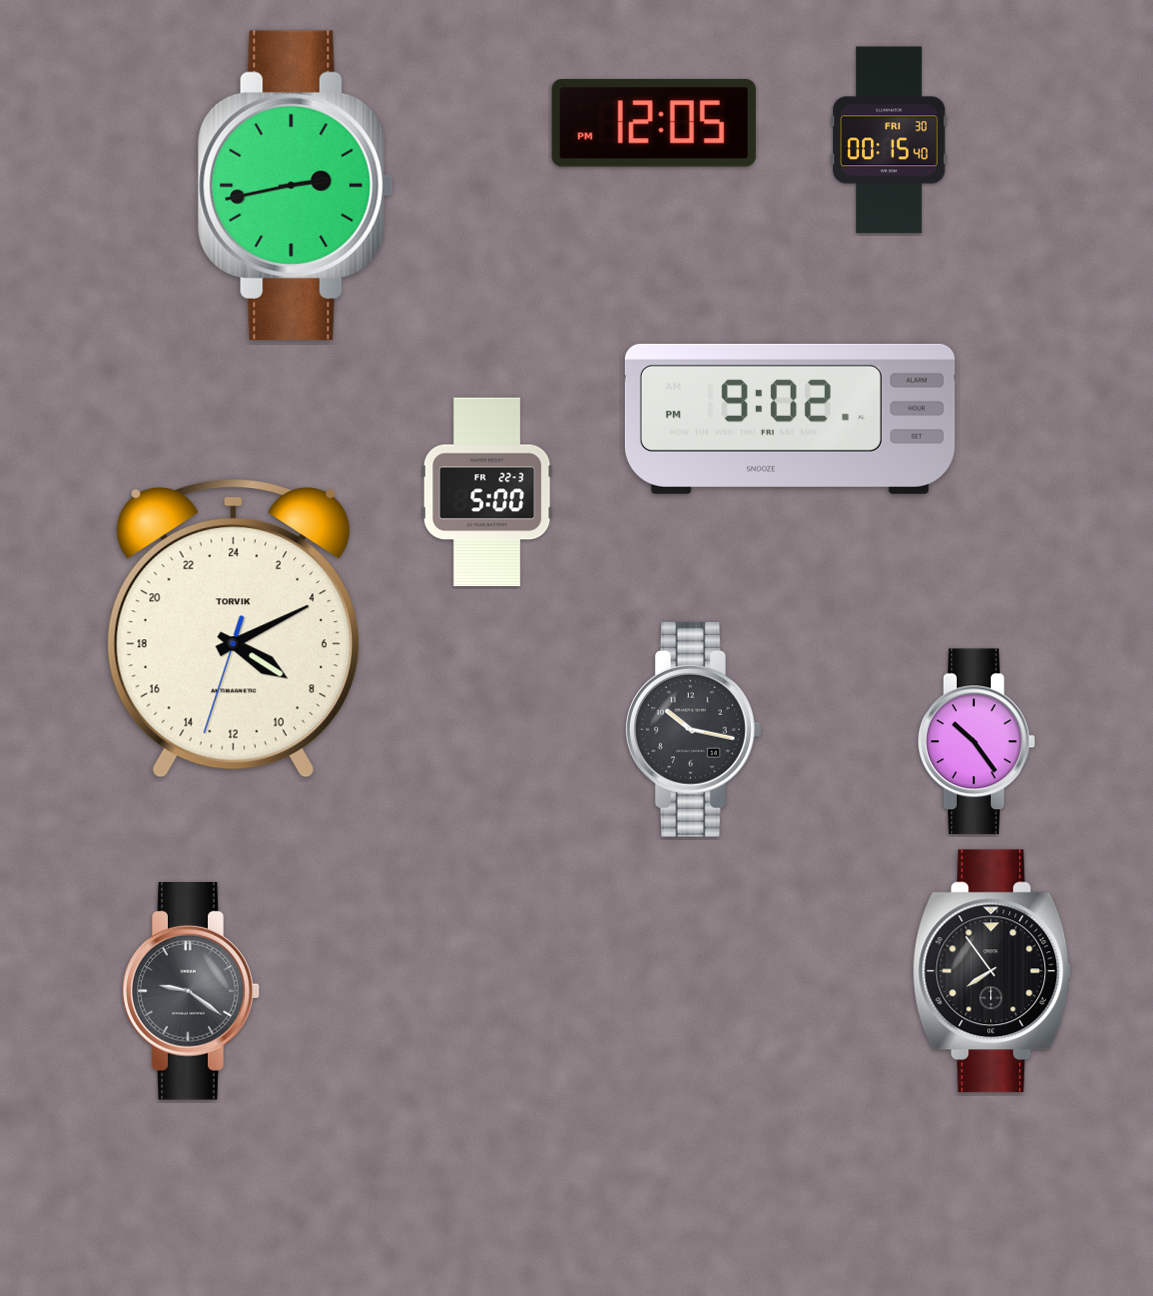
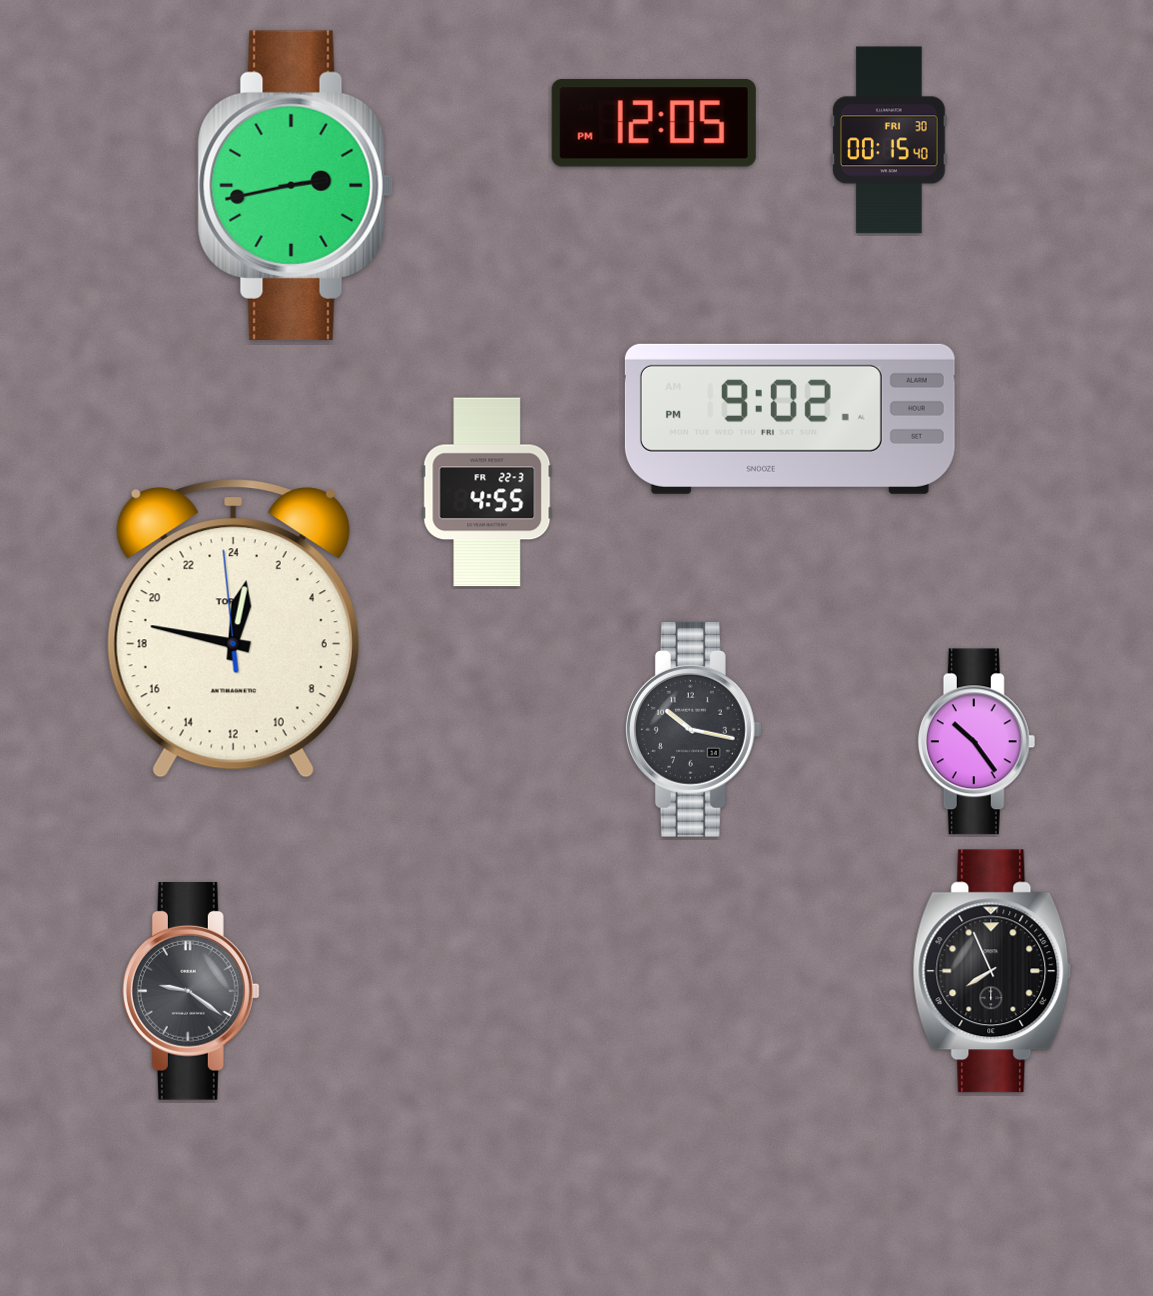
clock at (487, 492): 5:00 -> 4:55
clock at (233, 629): 8:10 -> 0:46
clock at (992, 971): 7:54 -> 7:56
